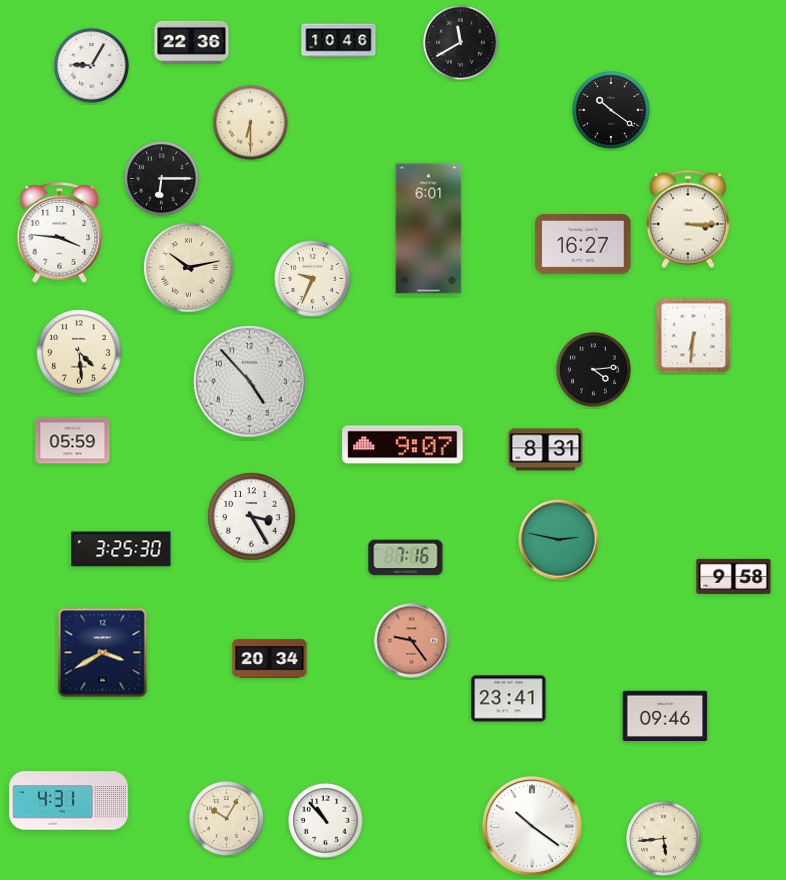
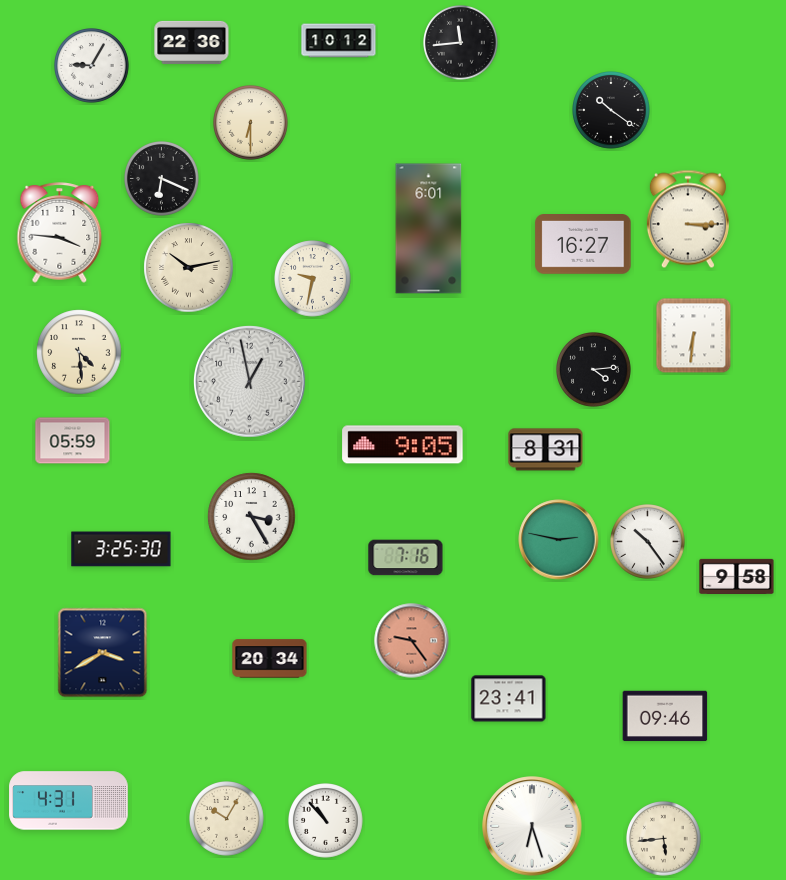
clock at (339, 41): 10:46 -> 10:12
clock at (461, 43): 11:40 -> 11:44
clock at (162, 179): 6:15 -> 6:19
clock at (313, 279): 9:34 -> 9:32
clock at (250, 382): 4:53 -> 12:58
clock at (403, 445): 9:07 -> 9:05
clock at (648, 542): none -> 10:24
clock at (734, 576) position: (734, 576) -> (737, 576)
clock at (532, 826): 10:21 -> 6:27
